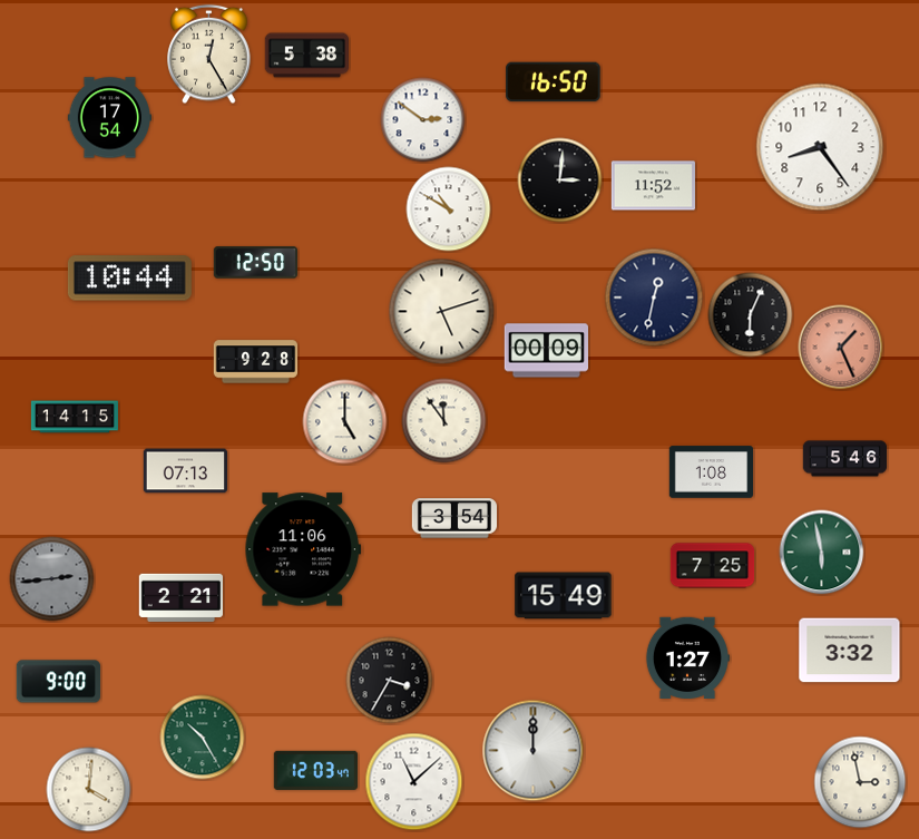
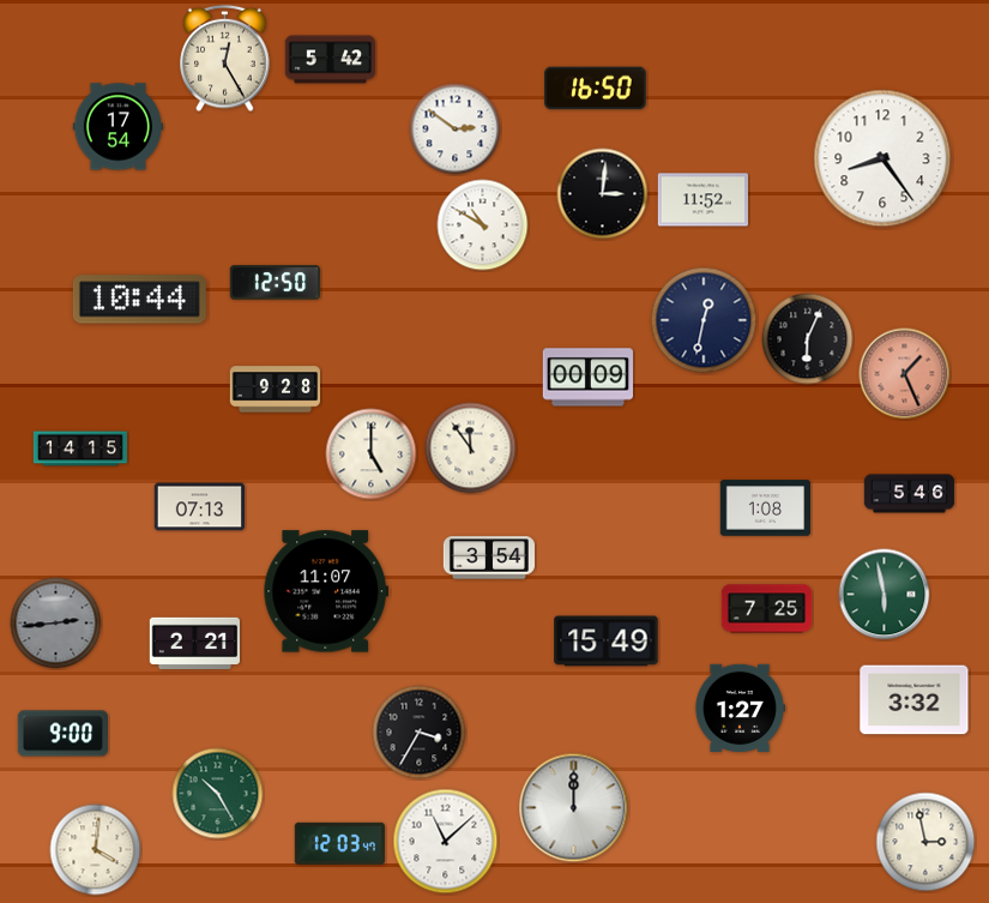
clock at (307, 56): 5:38 -> 5:42
clock at (442, 312): 5:12 -> none
clock at (444, 421) position: (444, 421) -> (471, 449)
clock at (303, 549): 11:06 -> 11:07
clock at (315, 770) position: (315, 770) -> (339, 843)
